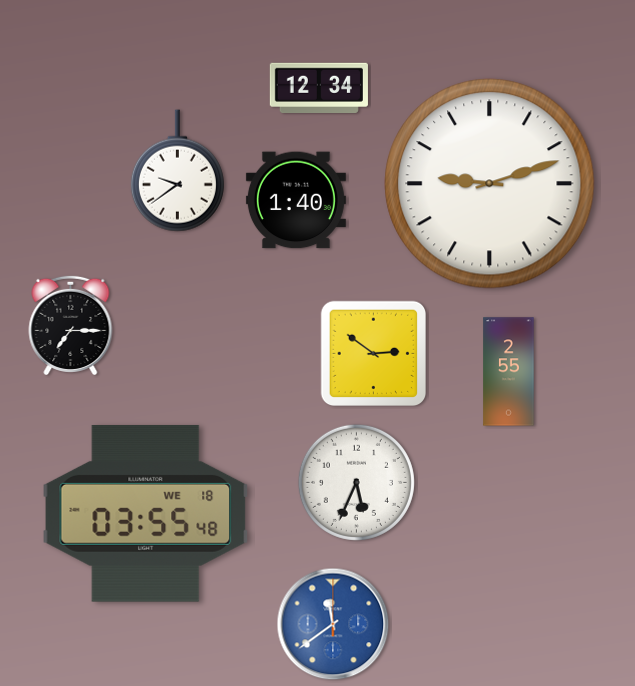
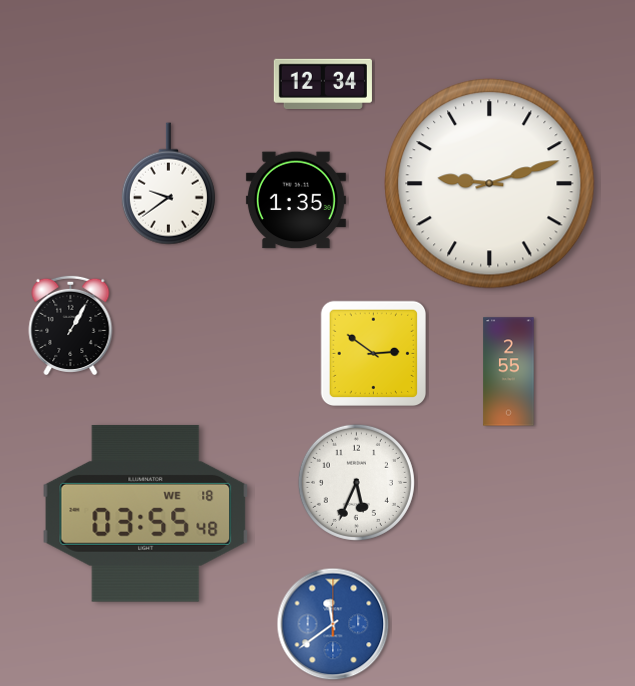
clock at (319, 87) position: (319, 87) -> (323, 83)
clock at (177, 171) position: (177, 171) -> (168, 184)
clock at (296, 200): 1:40 -> 1:35
clock at (71, 325): 7:15 -> 1:05
